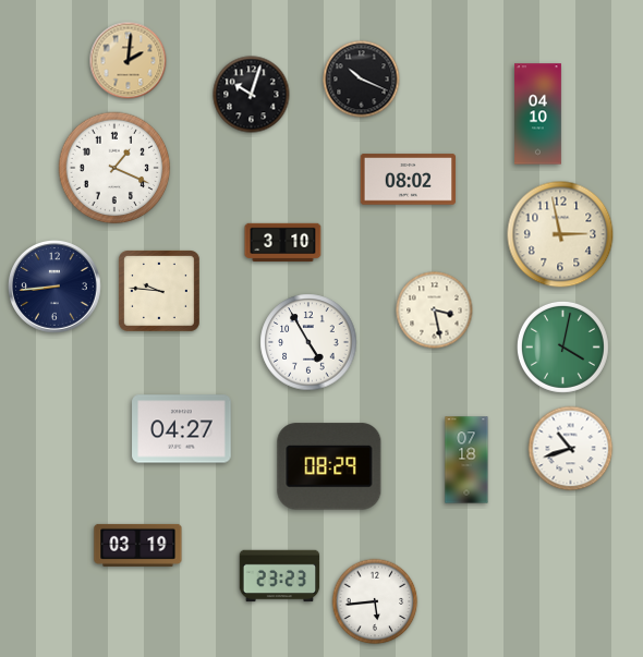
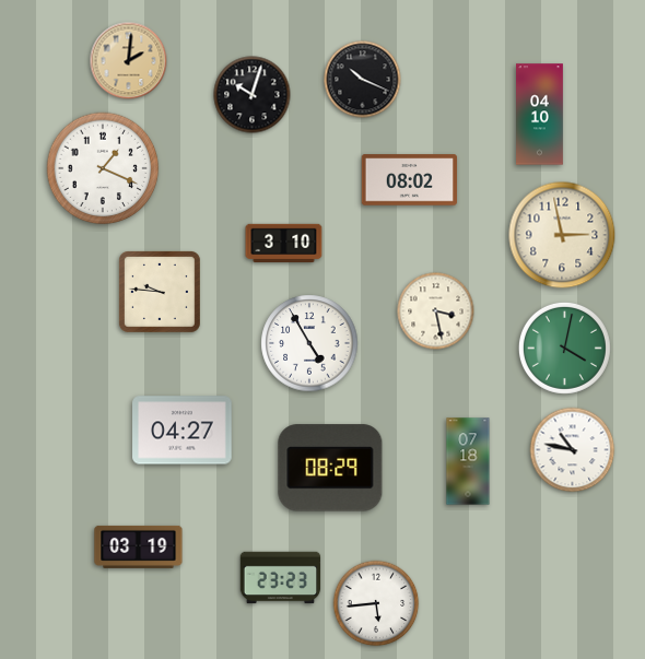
clock at (114, 168) position: (114, 168) -> (103, 168)
clock at (56, 287): 8:44 -> none
clock at (571, 449): 10:42 -> 10:47
